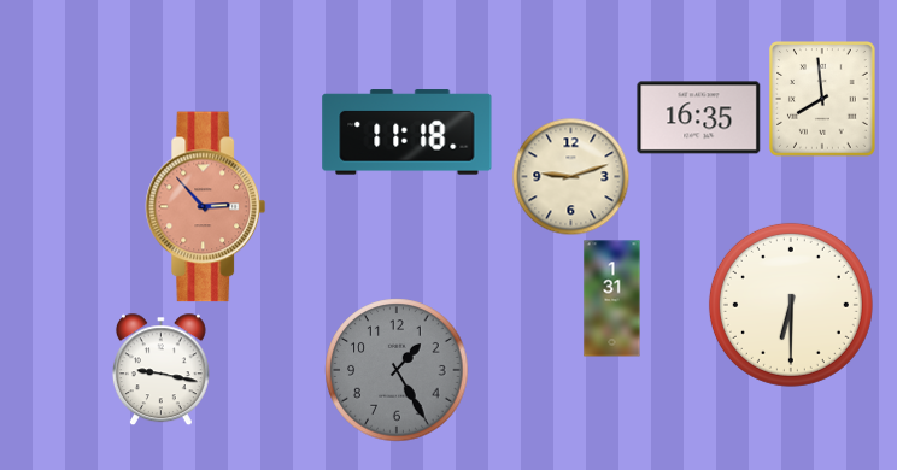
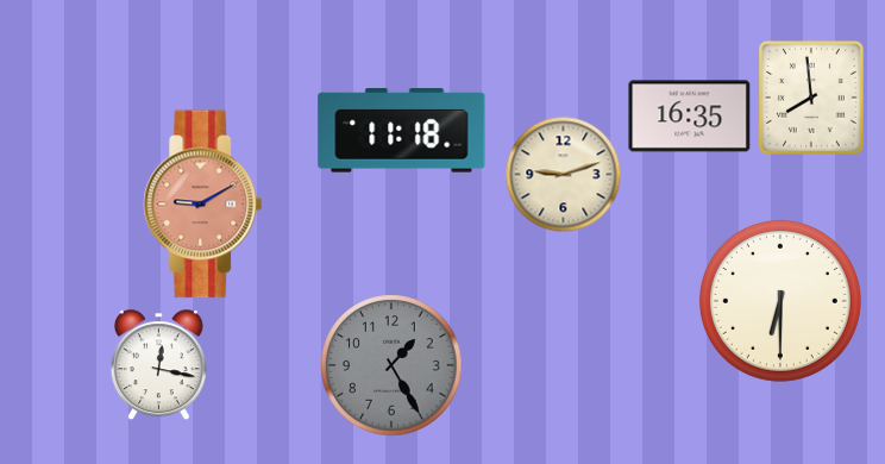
clock at (206, 207): 2:53 -> 9:10
clock at (612, 299): 1:31 -> none
clock at (160, 369): 9:17 -> 12:17
